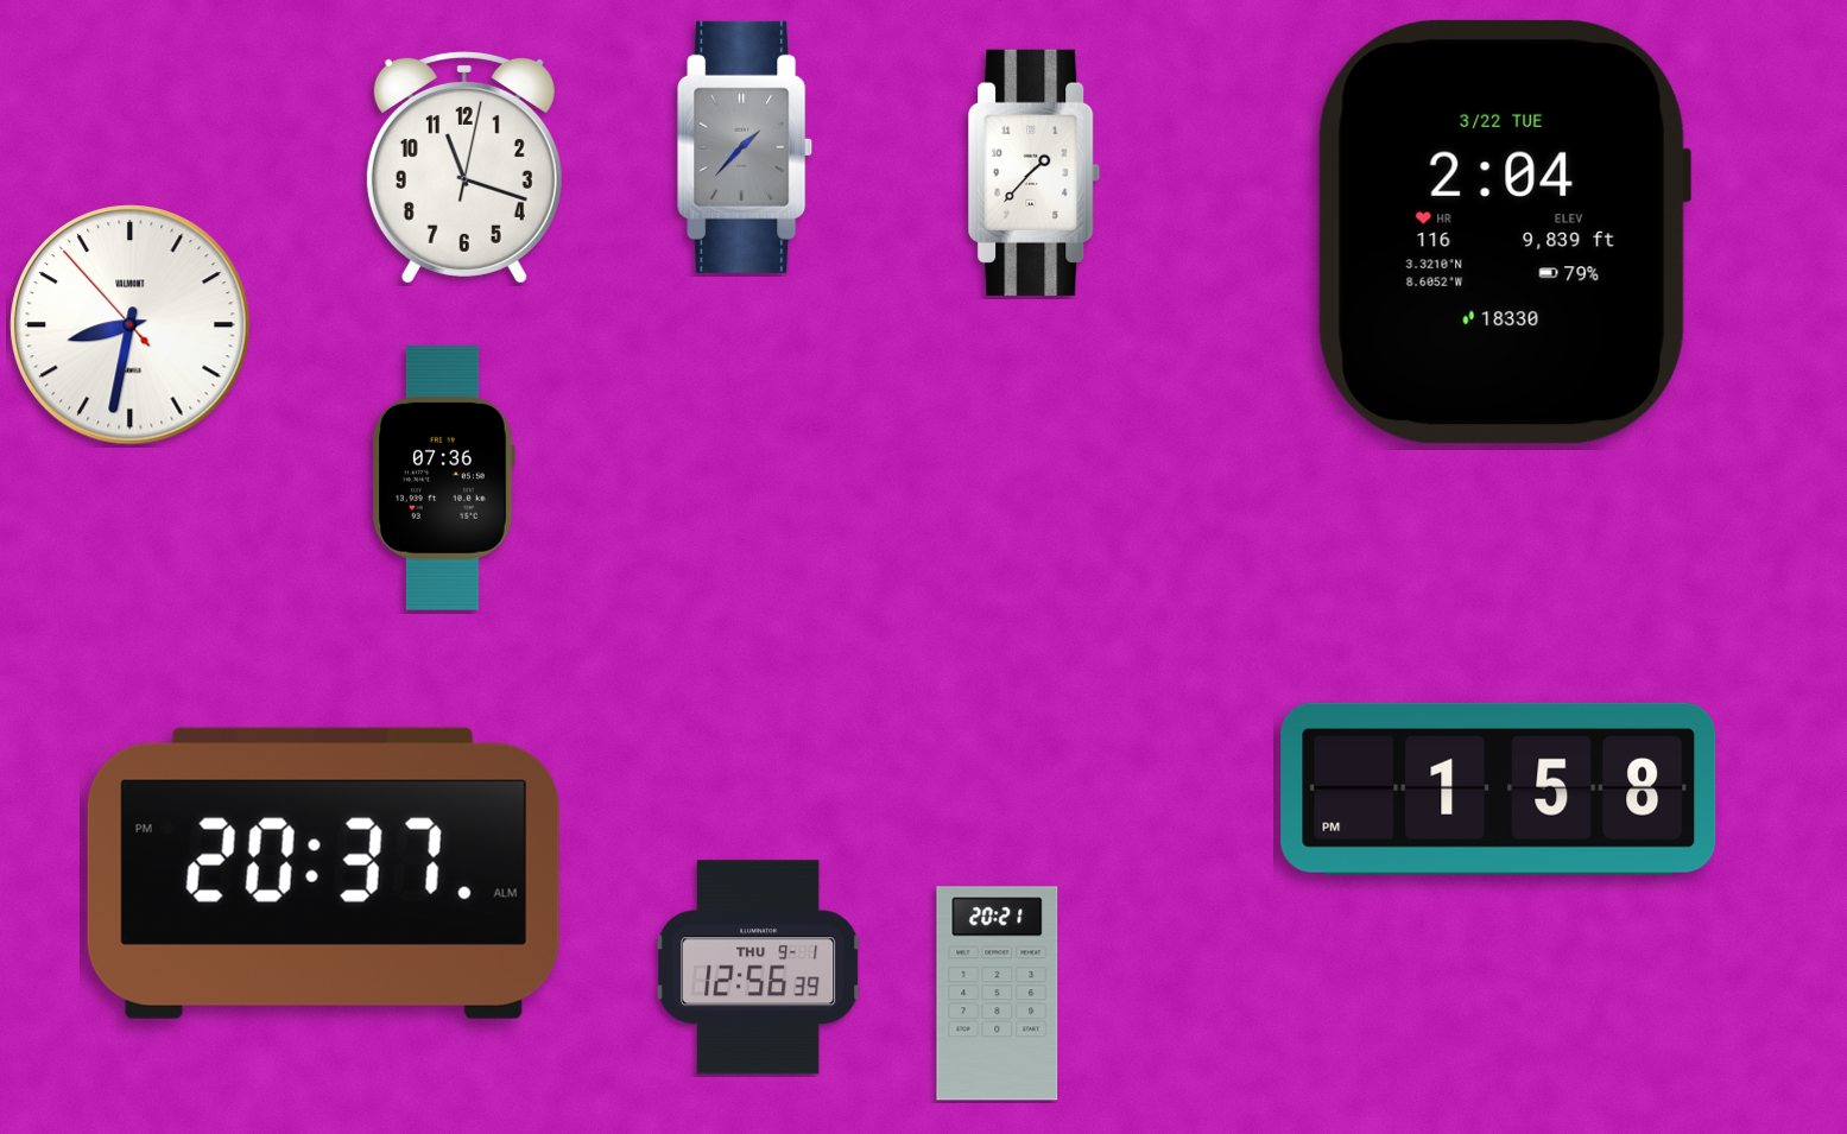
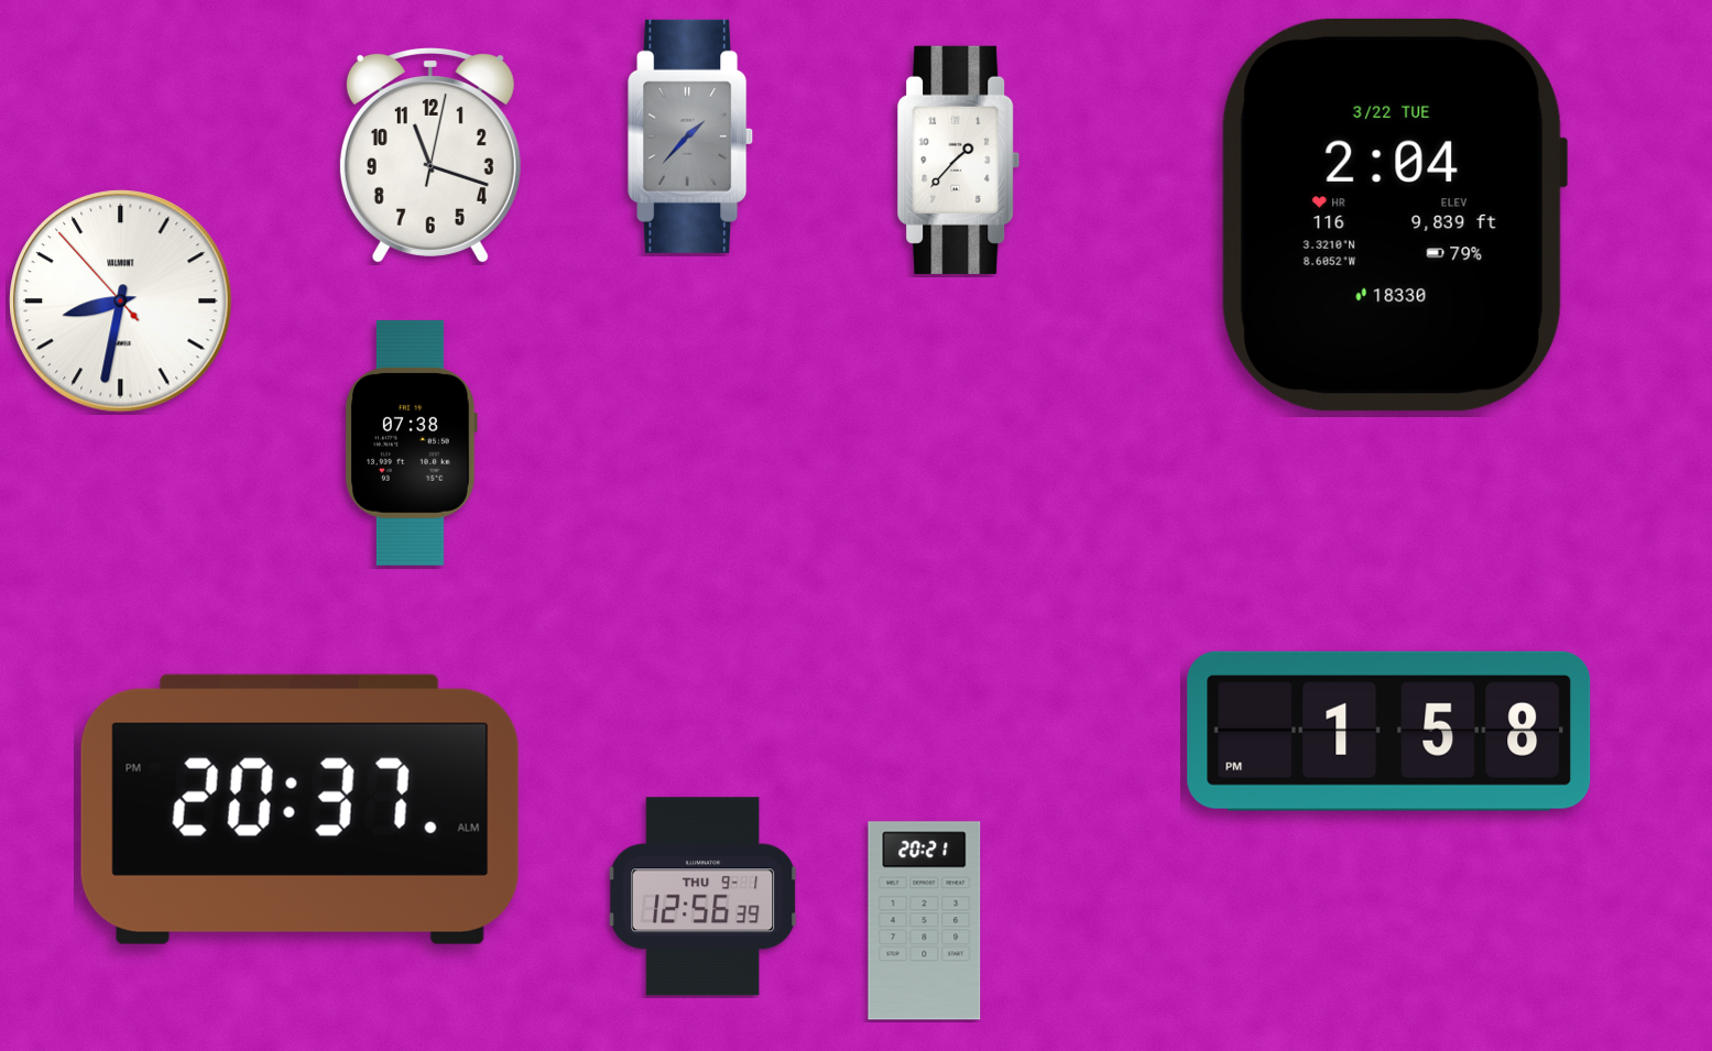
clock at (443, 477): 07:36 -> 07:38
